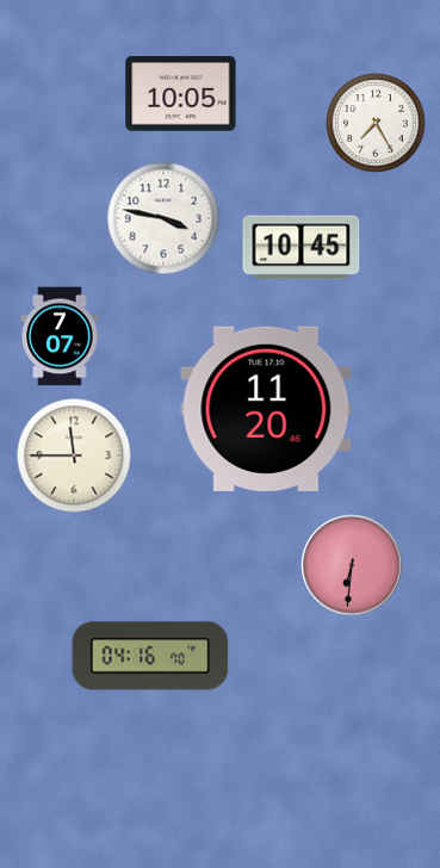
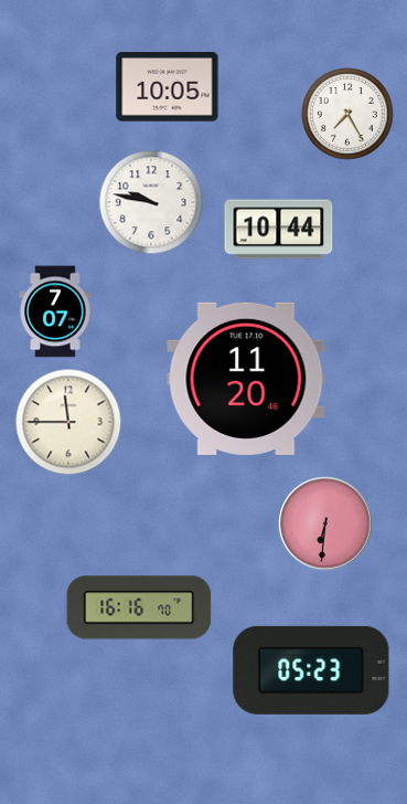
clock at (163, 218): 3:47 -> 9:47
clock at (302, 248): 10:45 -> 10:44
clock at (150, 656): 04:16 -> 16:16
clock at (311, 670): none -> 05:23
